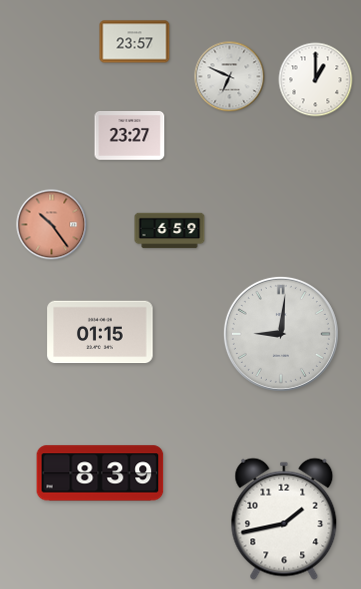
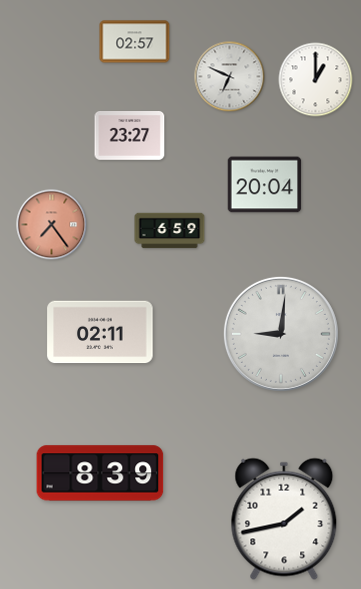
clock at (135, 42): 23:57 -> 02:57
clock at (265, 185): none -> 20:04
clock at (52, 225): 10:24 -> 7:24
clock at (100, 332): 01:15 -> 02:11
